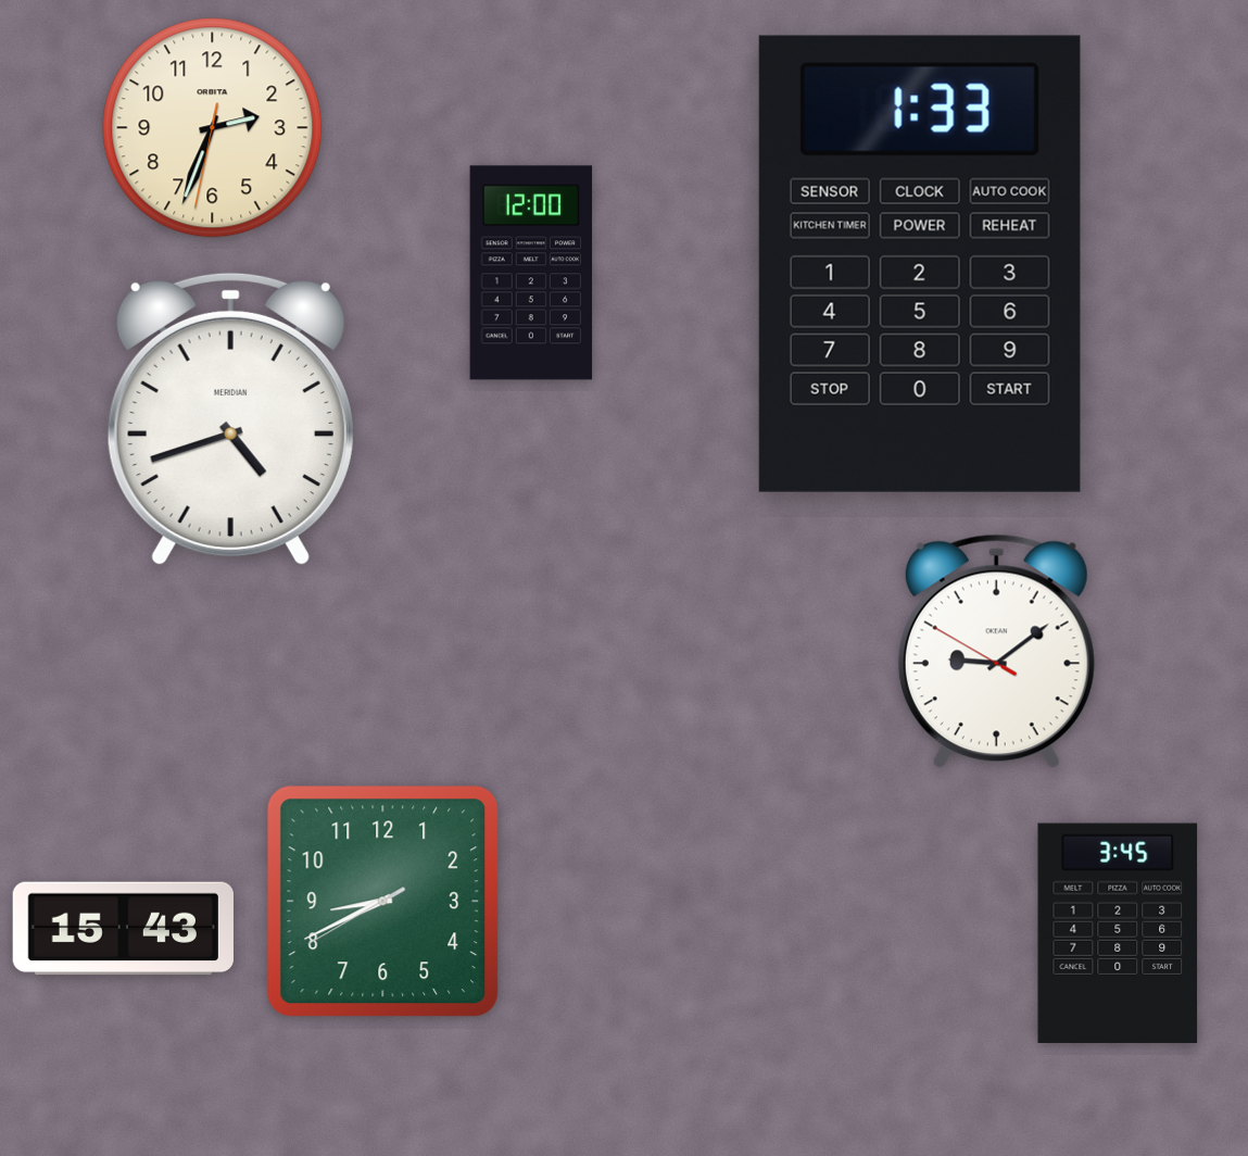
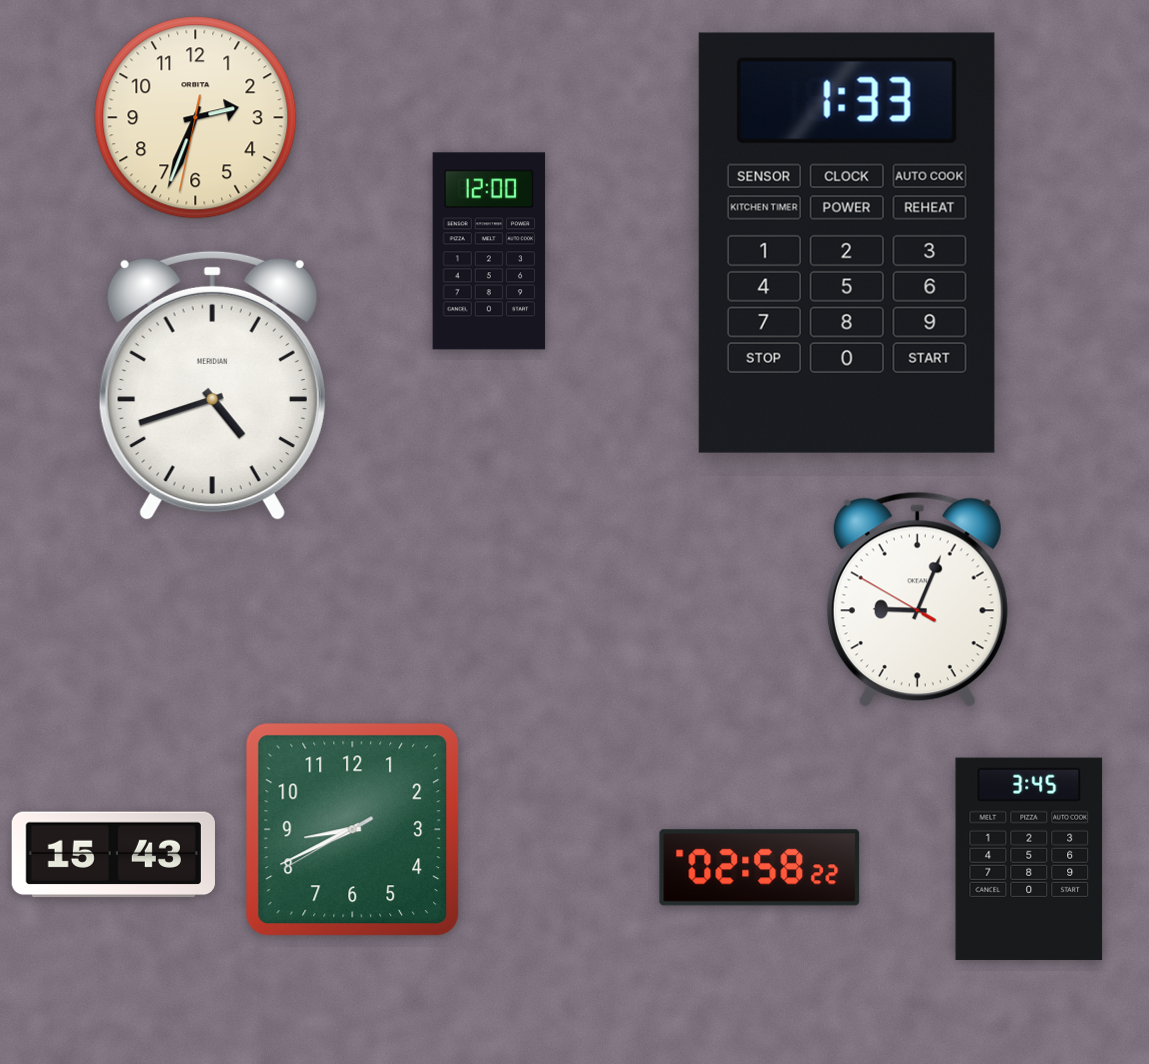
clock at (996, 652): 9:08 -> 9:03
clock at (760, 868): none -> 02:58
